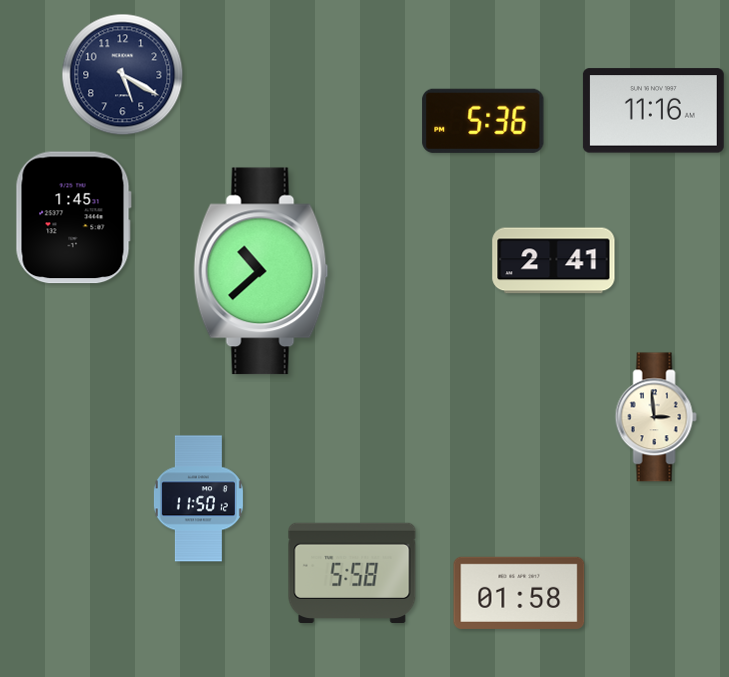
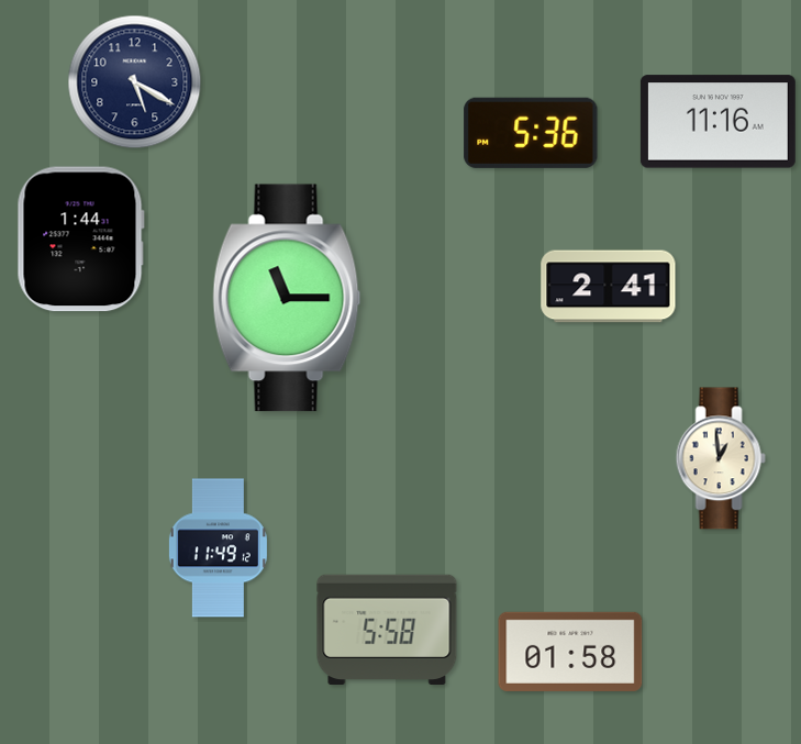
clock at (73, 218): 1:45 -> 1:44
clock at (261, 271): 10:38 -> 11:15
clock at (656, 417): 2:59 -> 12:59
clock at (198, 499): 11:50 -> 11:49
